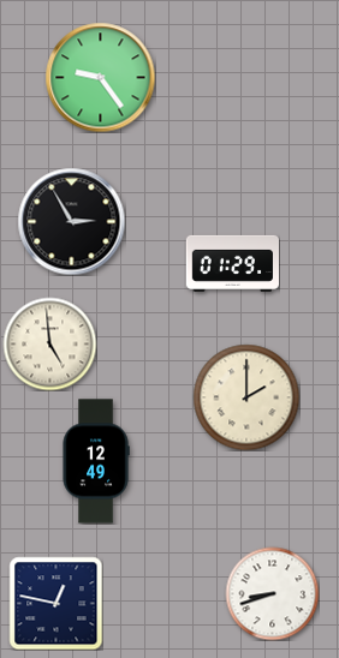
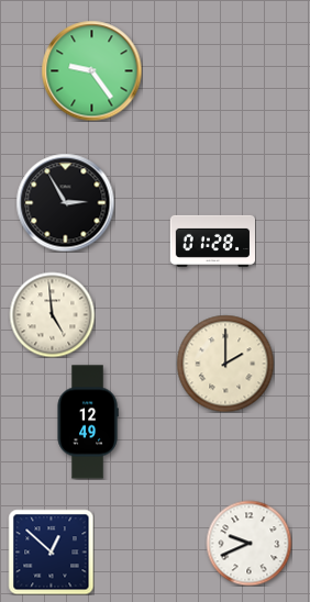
clock at (232, 263): 01:29 -> 01:28
clock at (49, 343) position: (49, 343) -> (52, 314)
clock at (272, 593): 8:42 -> 9:41
clock at (55, 603): 12:47 -> 12:52
